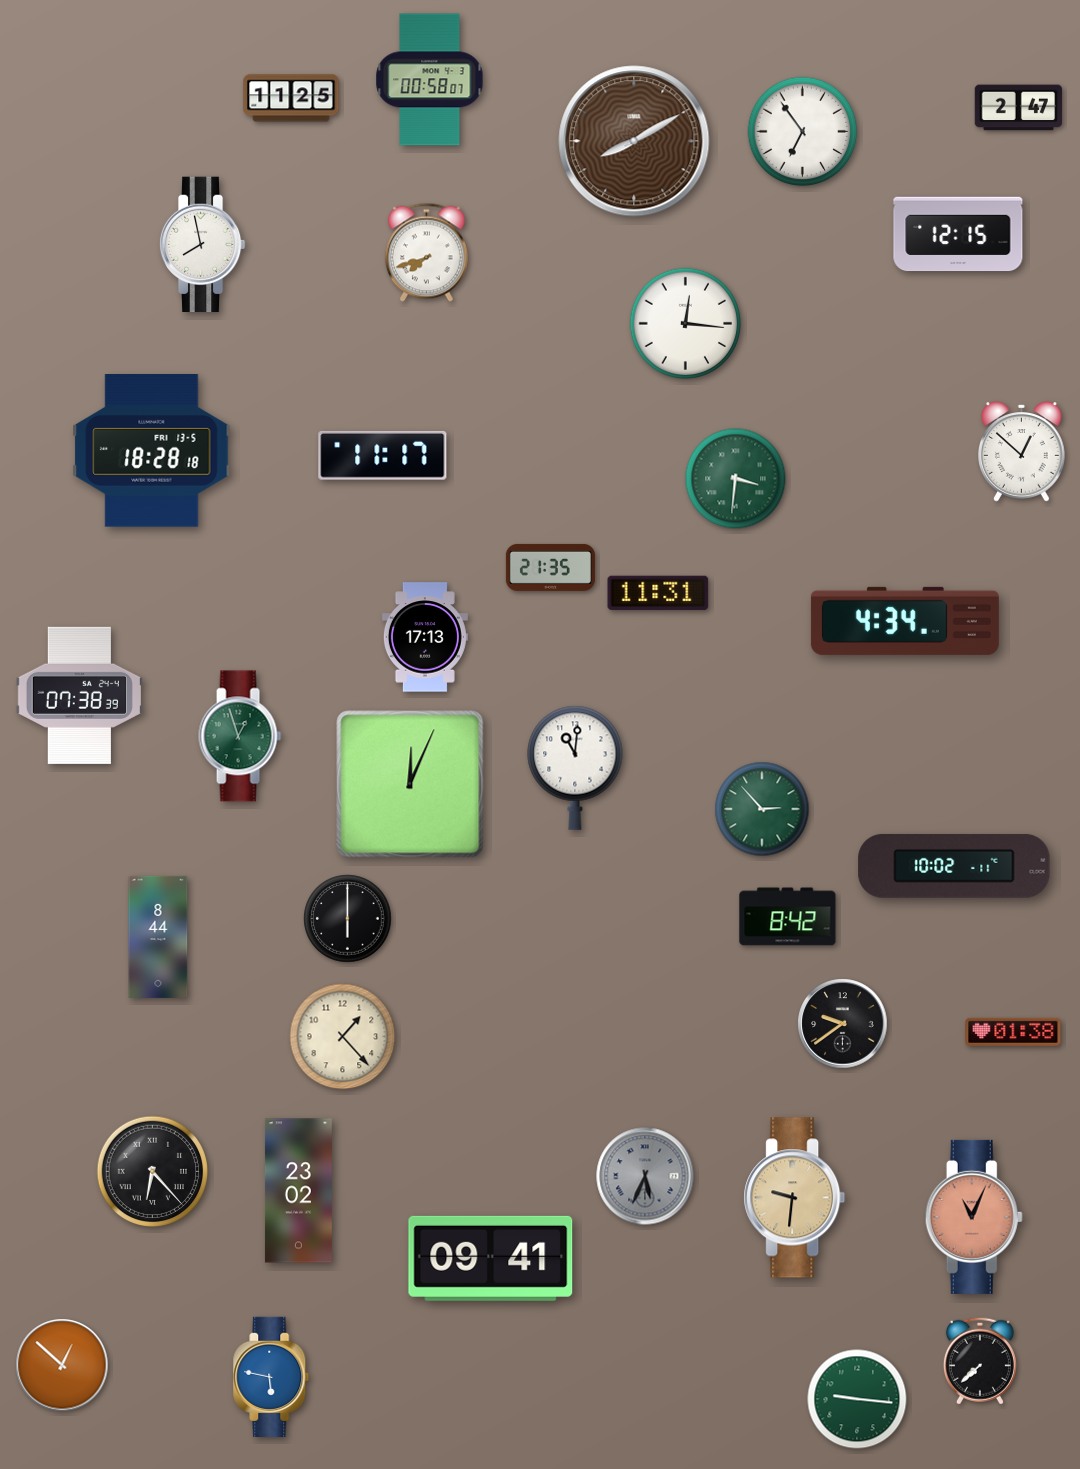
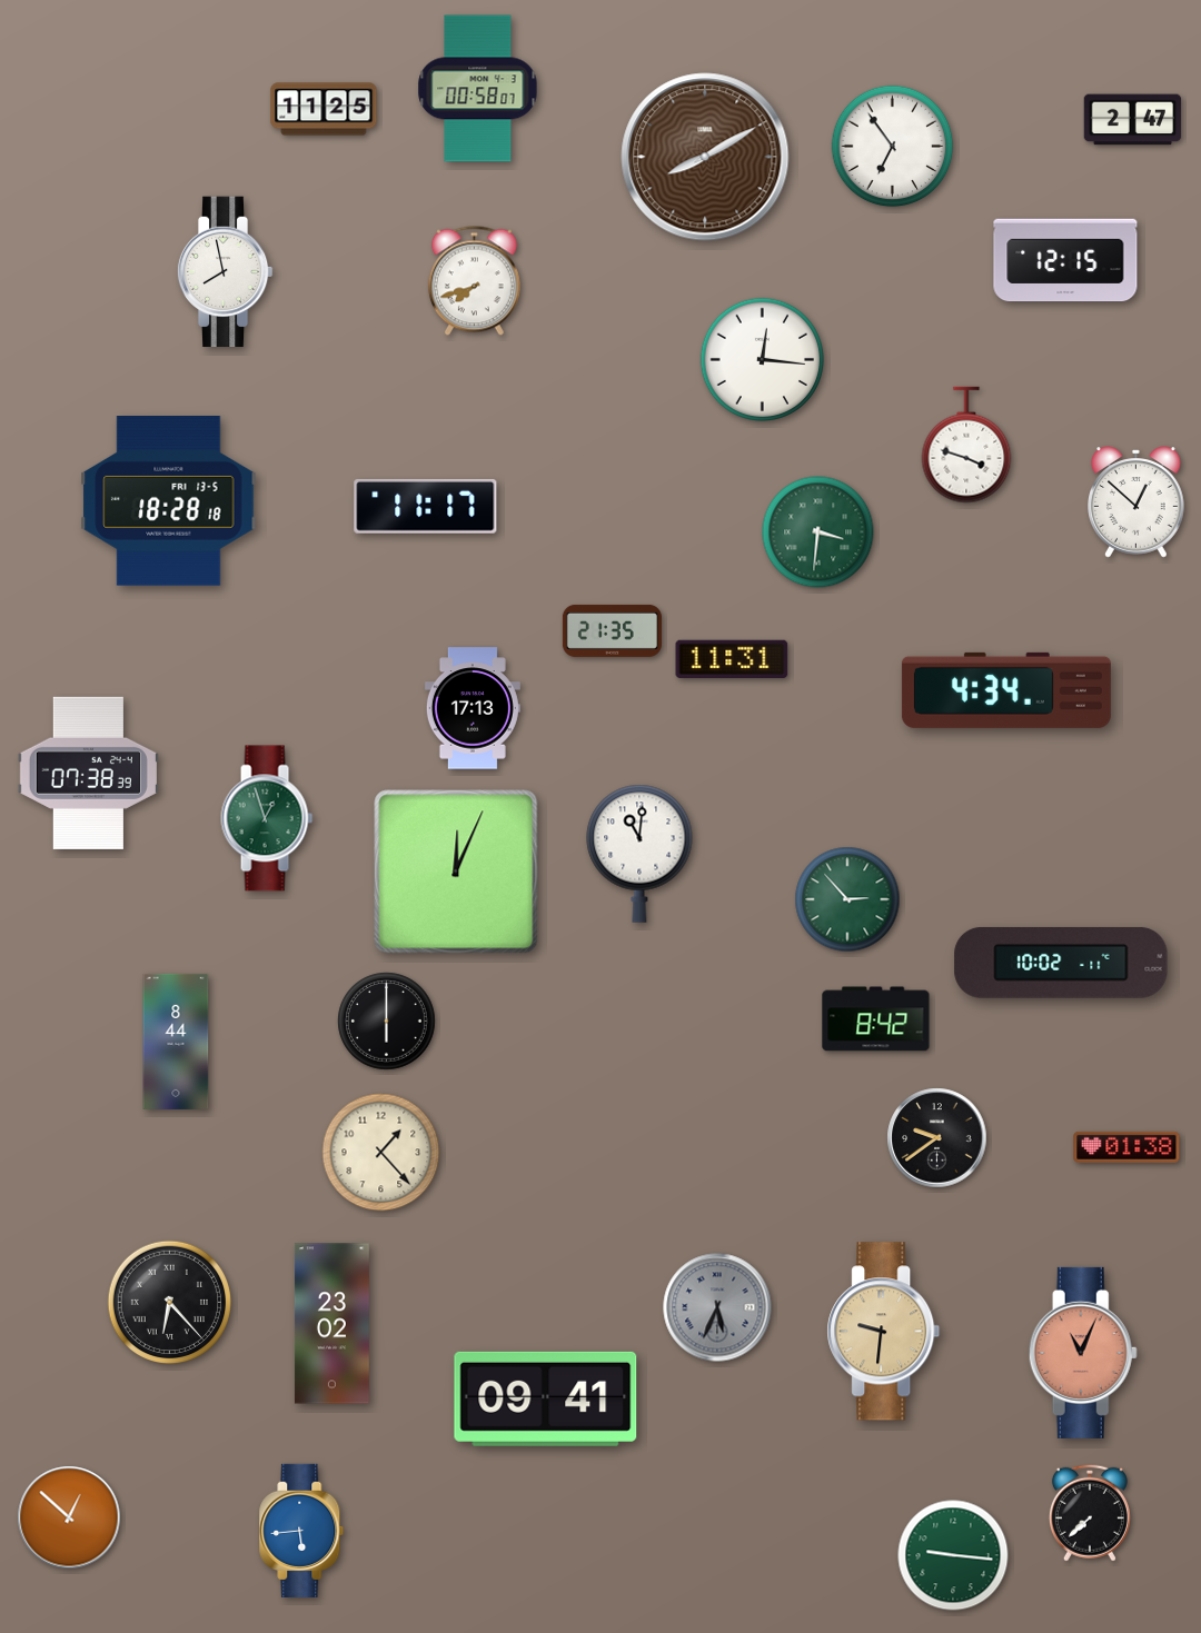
clock at (966, 445): none -> 3:48
clock at (271, 1376): 5:47 -> 5:44
